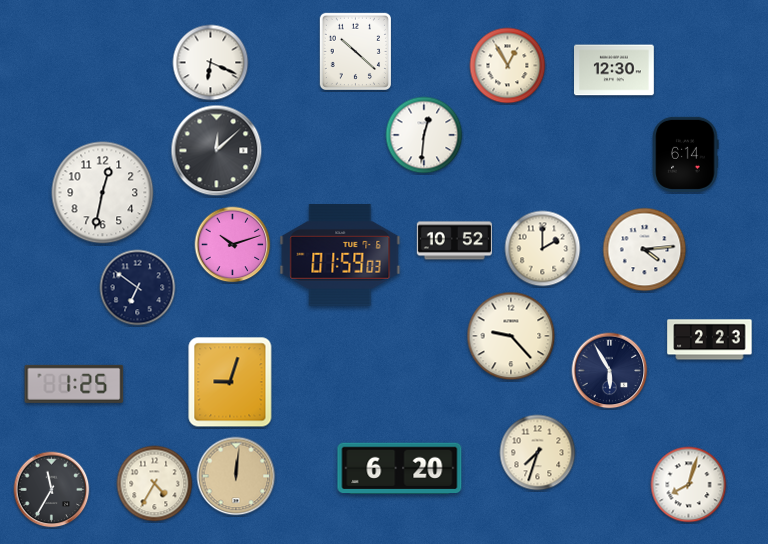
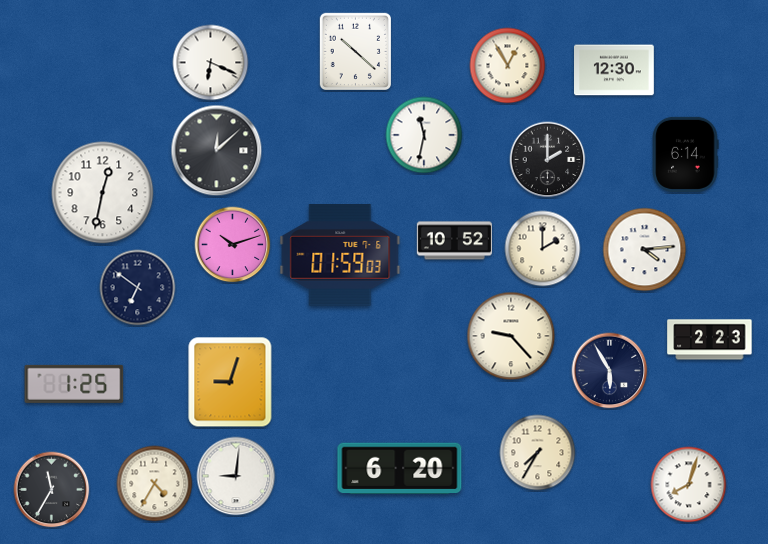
clock at (424, 135): 12:31 -> 11:32
clock at (548, 160): none -> 2:00
clock at (538, 453): 7:33 -> 7:35
clock at (236, 476): 12:01 -> 9:01
clock at (236, 476) dial: champagne -> white
